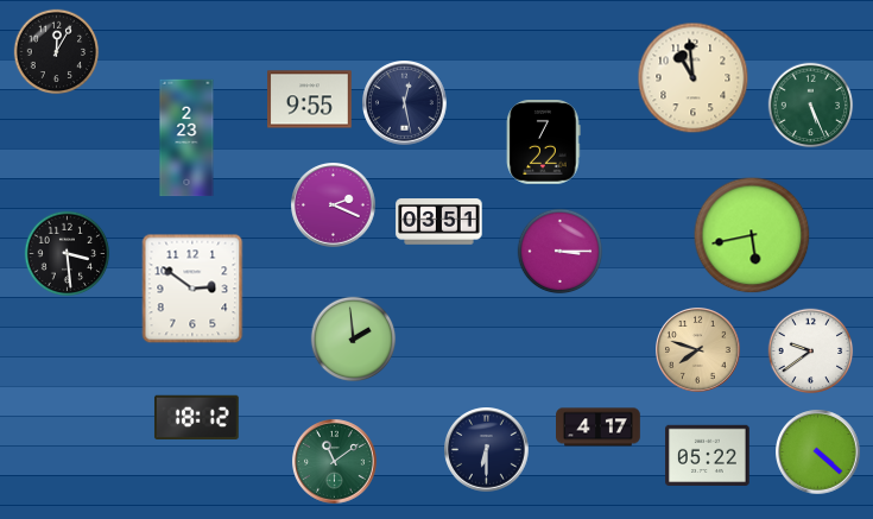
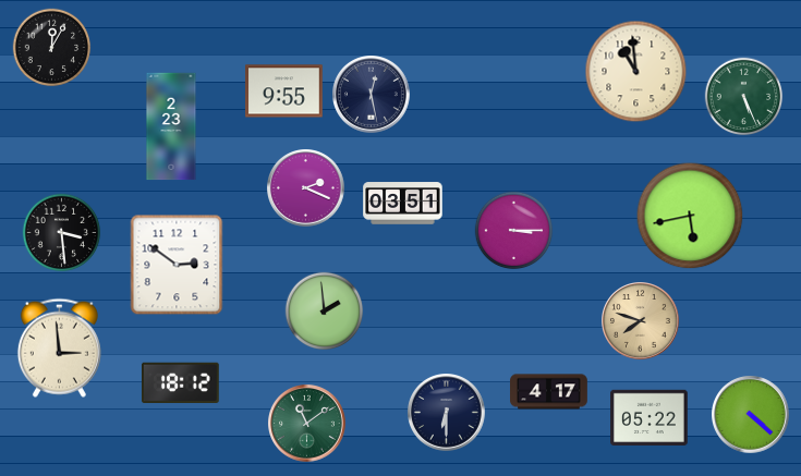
clock at (543, 143): 7:22 -> none
clock at (811, 352): 9:39 -> none
clock at (59, 347): none -> 2:59
